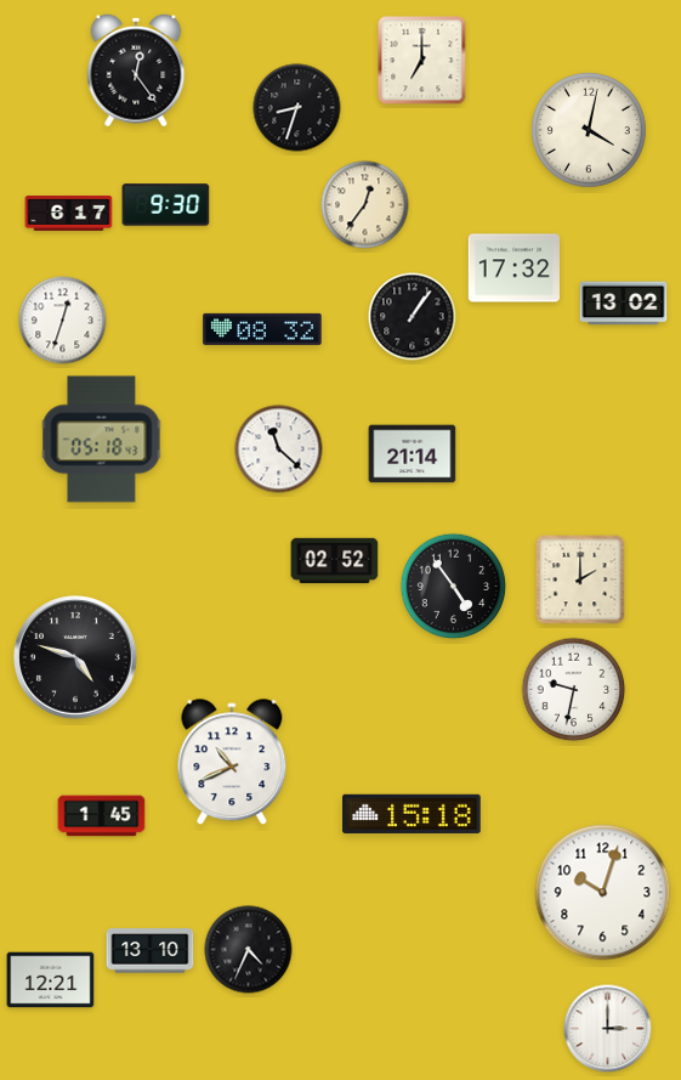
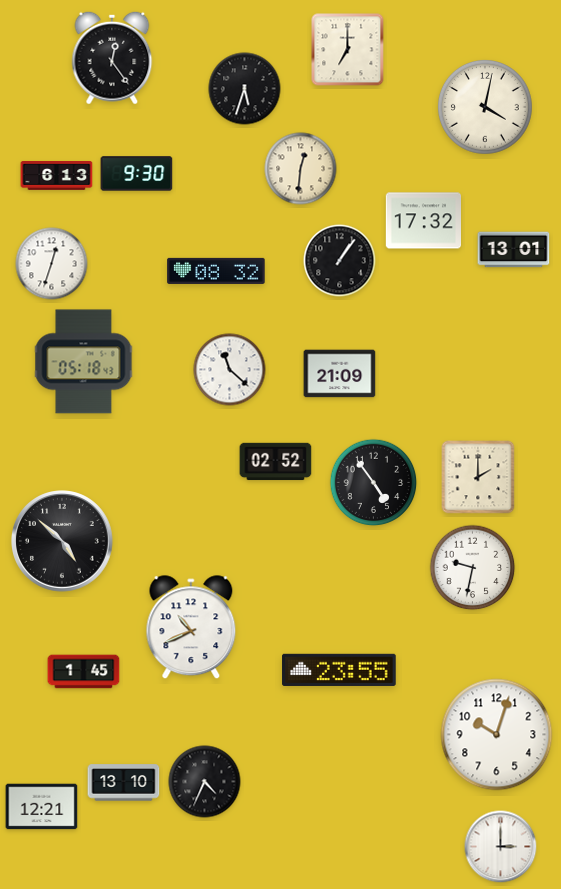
clock at (297, 108): 8:33 -> 5:33
clock at (166, 205) position: (166, 205) -> (137, 174)
clock at (365, 205): 12:36 -> 12:31
clock at (69, 214): 6:17 -> 6:13
clock at (624, 304): 13:02 -> 13:01
clock at (413, 454): 21:14 -> 21:09
clock at (75, 657): 4:48 -> 4:52
clock at (412, 814): 15:18 -> 23:55
